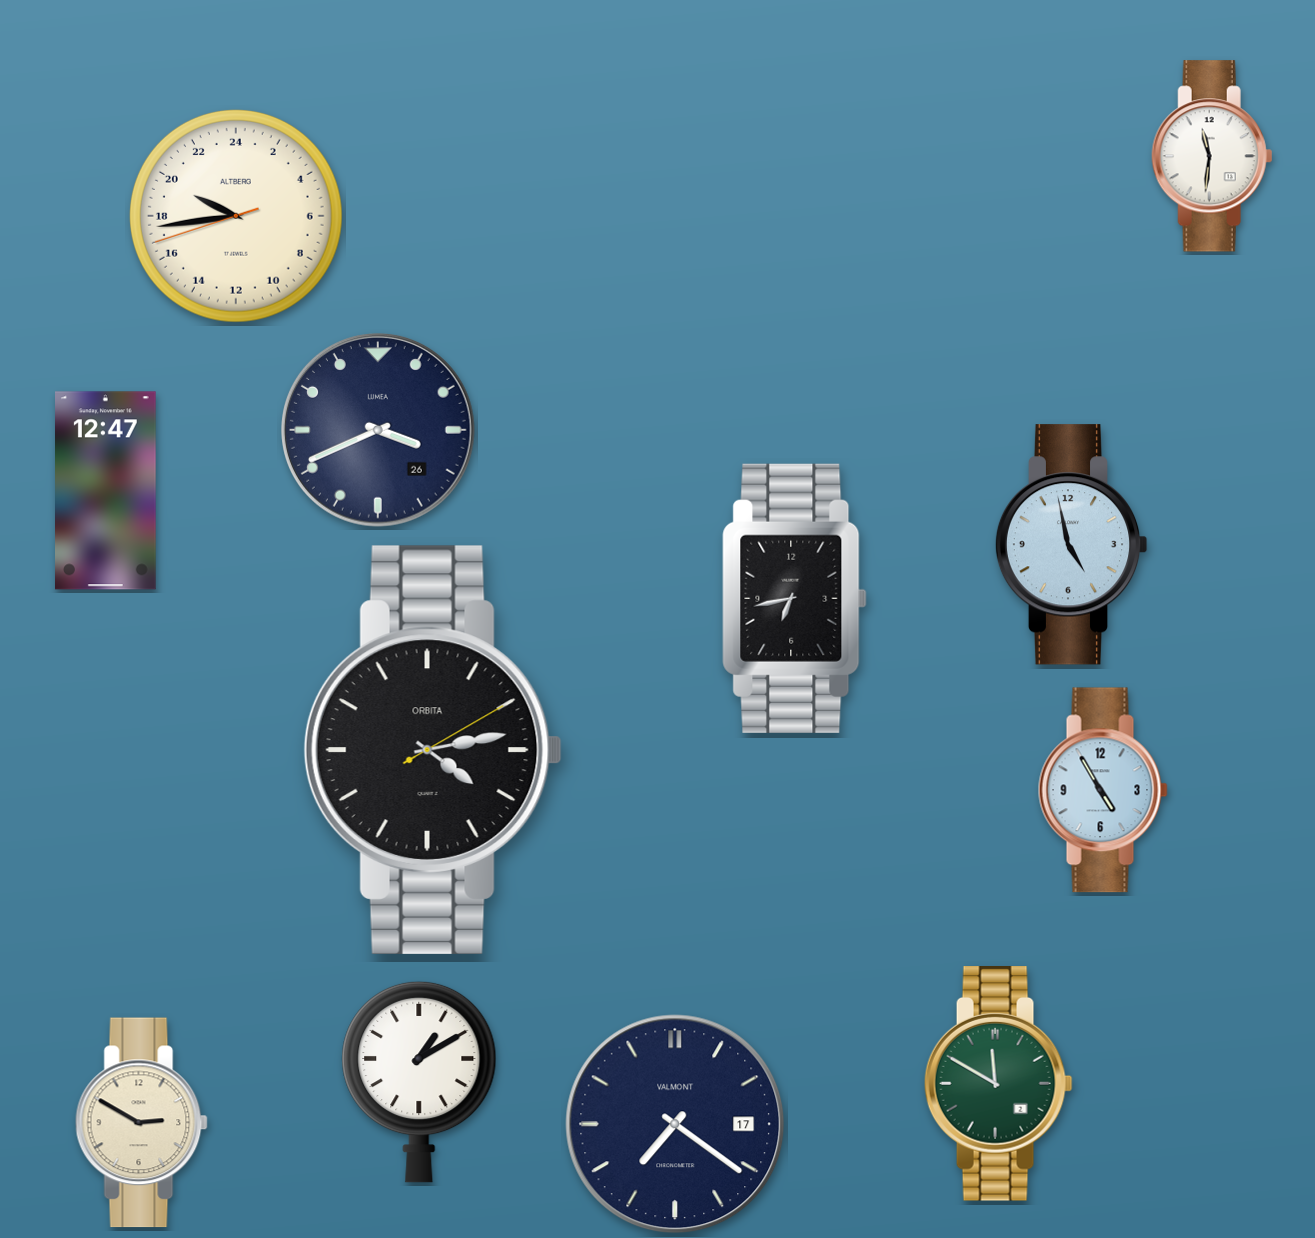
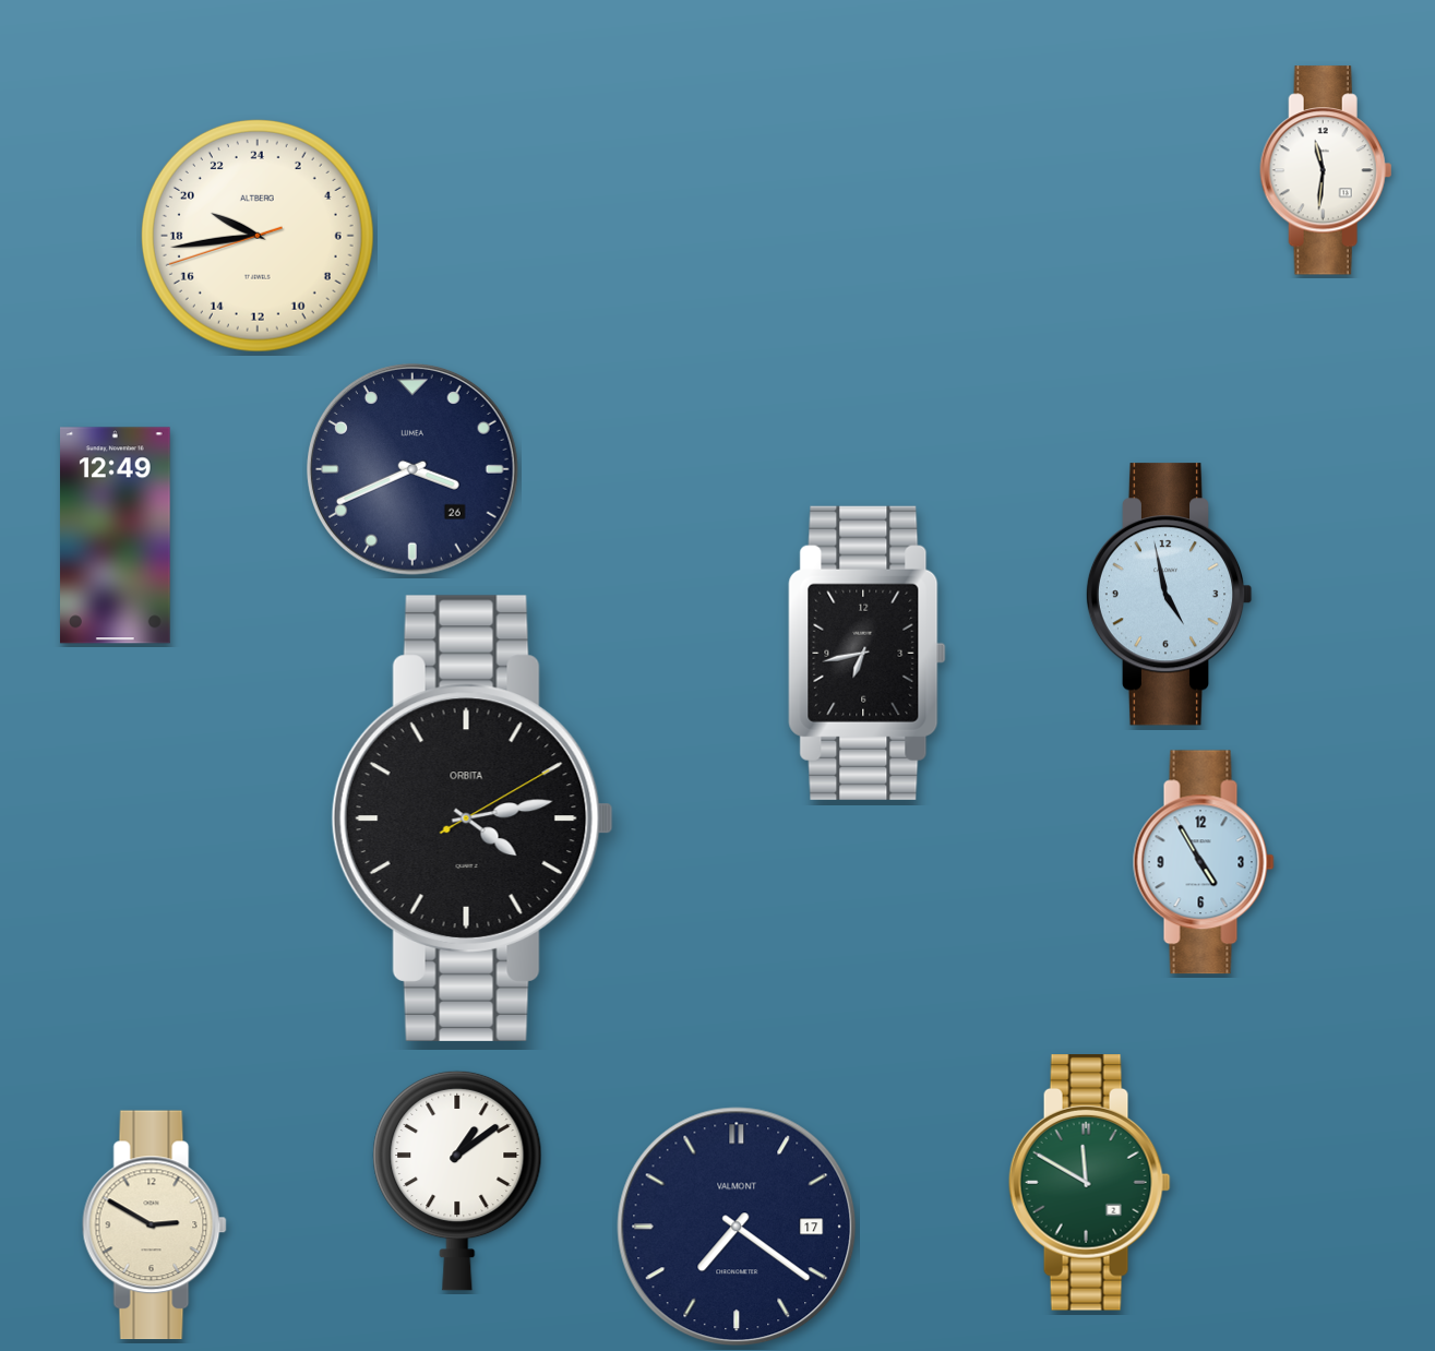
clock at (1212, 156) position: (1212, 156) -> (1326, 170)
clock at (106, 491): 12:47 -> 12:49
clock at (419, 1082): 1:10 -> 1:09
